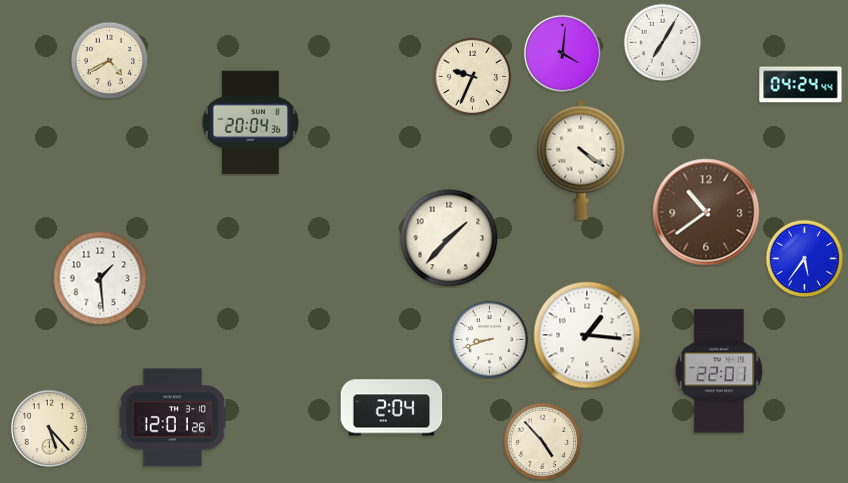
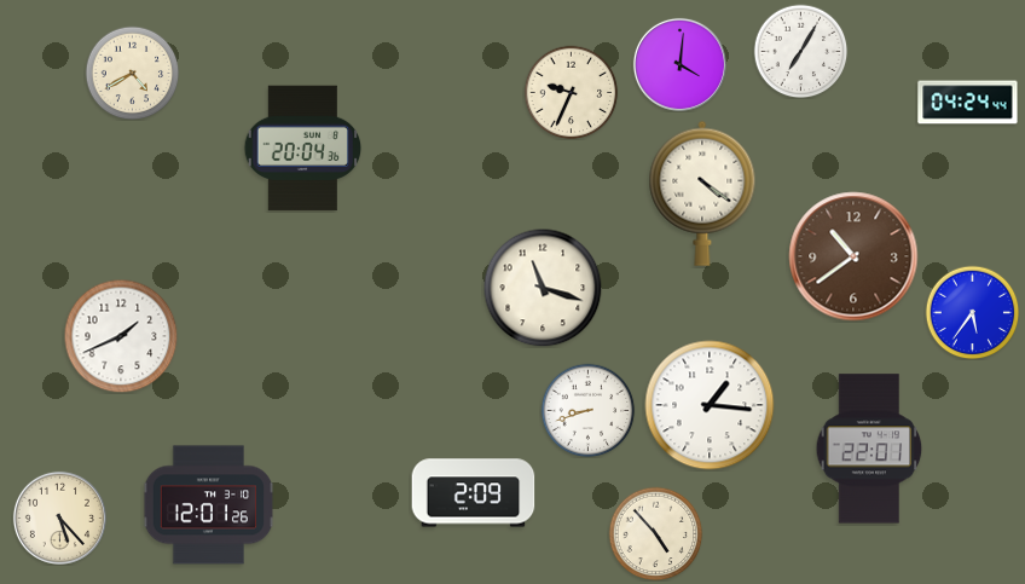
clock at (449, 238): 1:37 -> 11:18
clock at (100, 278): 1:29 -> 1:41
clock at (489, 339) position: (489, 339) -> (587, 410)
clock at (392, 408): 2:04 -> 2:09
